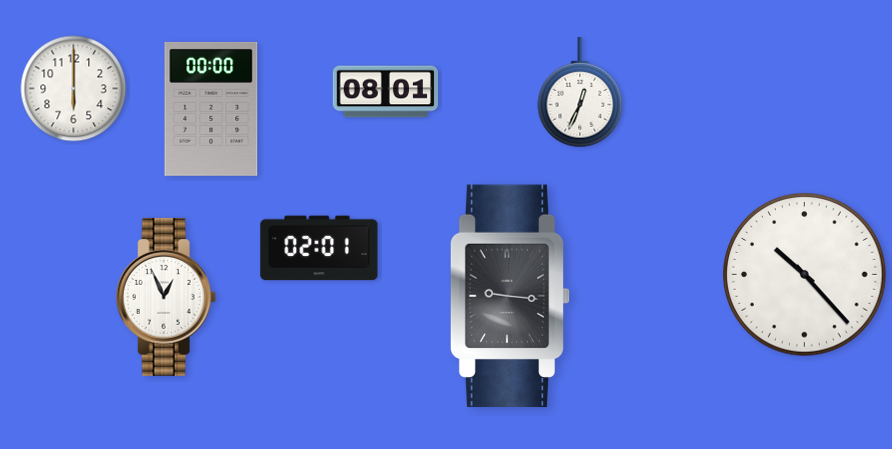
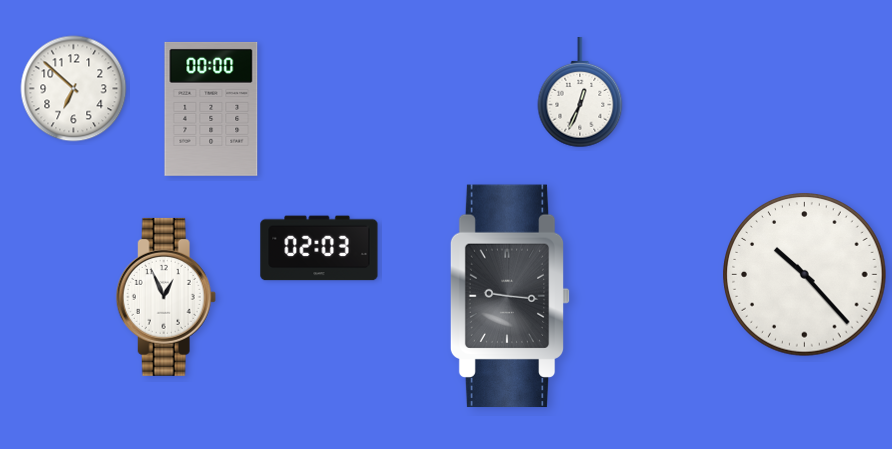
clock at (74, 89): 6:00 -> 6:52
clock at (385, 92): 08:01 -> none
clock at (319, 248): 02:01 -> 02:03
